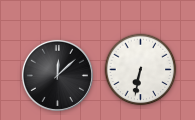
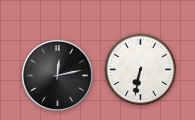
clock at (57, 75): 12:08 -> 12:13
